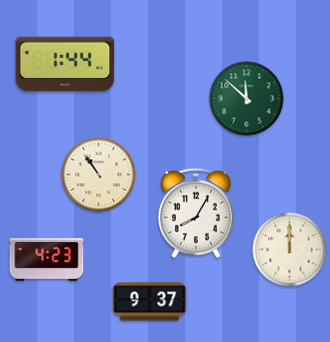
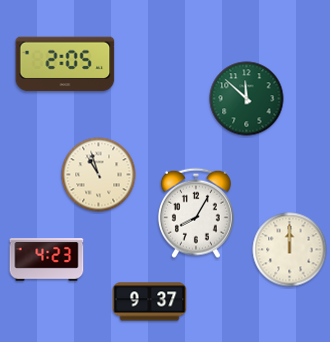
clock at (65, 64): 1:44 -> 2:05
clock at (99, 175): 10:54 -> 10:57
